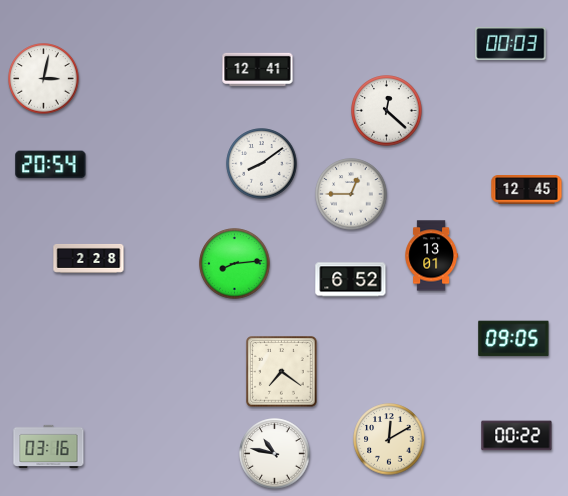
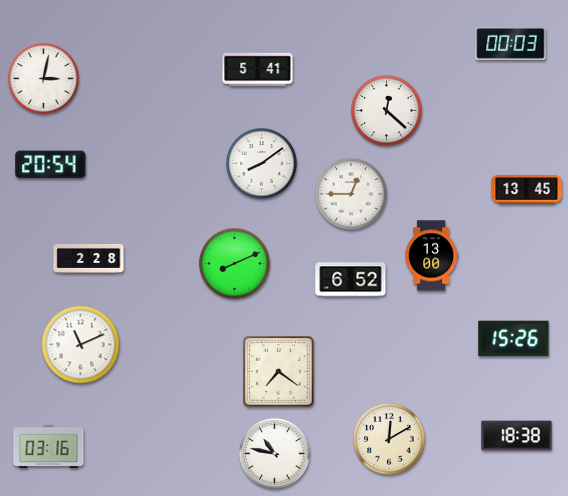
clock at (258, 69): 12:41 -> 5:41
clock at (527, 190): 12:45 -> 13:45
clock at (431, 256): 13:01 -> 13:00
clock at (235, 264): 8:14 -> 8:11
clock at (514, 339): 09:05 -> 15:26
clock at (81, 345): none -> 11:11
clock at (282, 372) position: (282, 372) -> (279, 372)
clock at (517, 436): 00:22 -> 18:38
